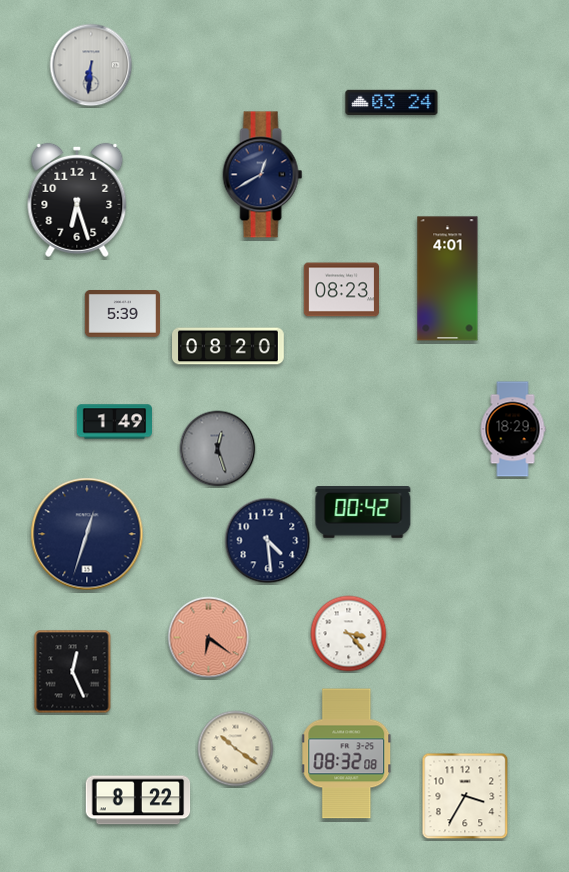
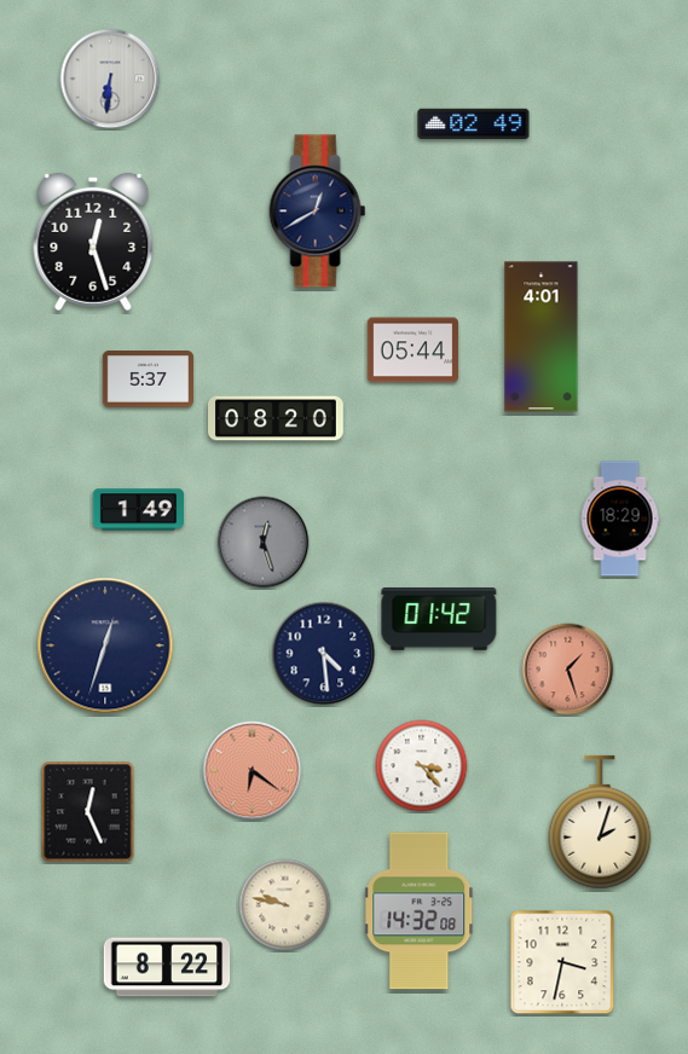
clock at (392, 103): 03:24 -> 02:49
clock at (77, 200): 6:27 -> 12:27
clock at (341, 290): 08:23 -> 05:44
clock at (122, 314): 5:39 -> 5:37
clock at (363, 513): 00:42 -> 01:42
clock at (568, 670): none -> 1:27
clock at (600, 822): none -> 2:03
clock at (236, 749): 10:21 -> 9:47
clock at (347, 754): 08:32 -> 14:32
clock at (465, 796): 3:35 -> 3:32
